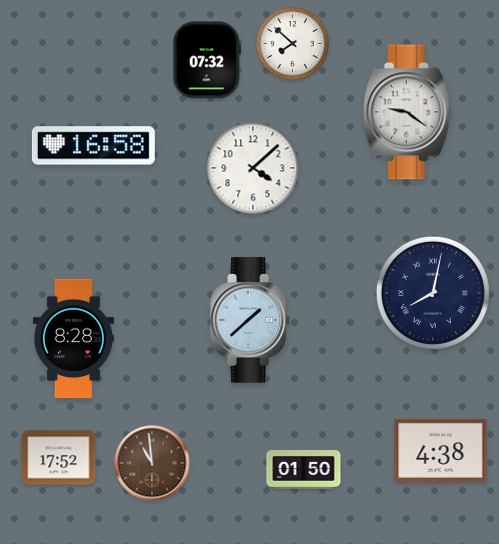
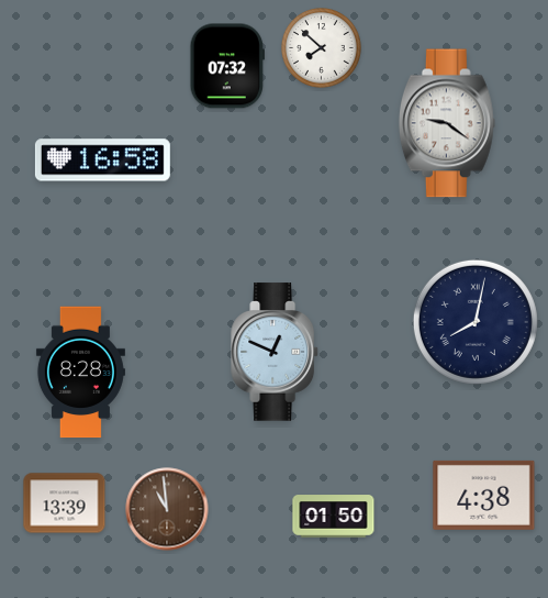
clock at (253, 168): 4:08 -> none
clock at (251, 320): 1:38 -> 12:49
clock at (59, 458): 17:52 -> 13:39
